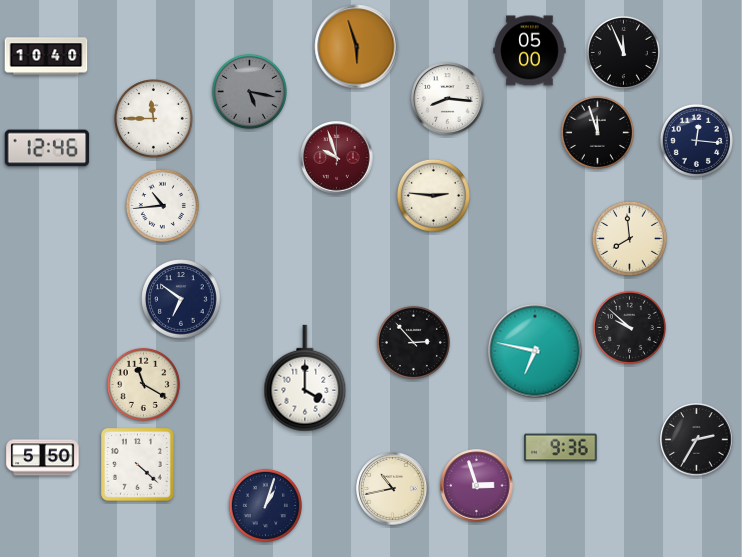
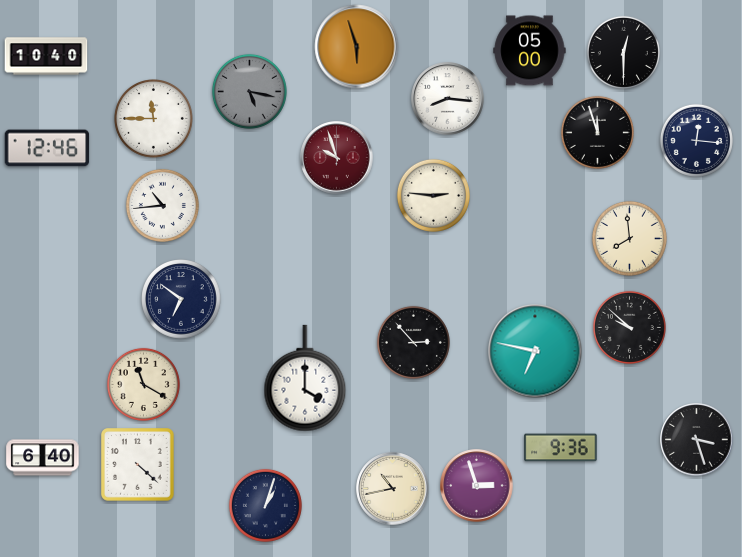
clock at (623, 52): 11:56 -> 12:30
clock at (697, 440): 2:35 -> 3:27
clock at (43, 458): 5:50 -> 6:40
